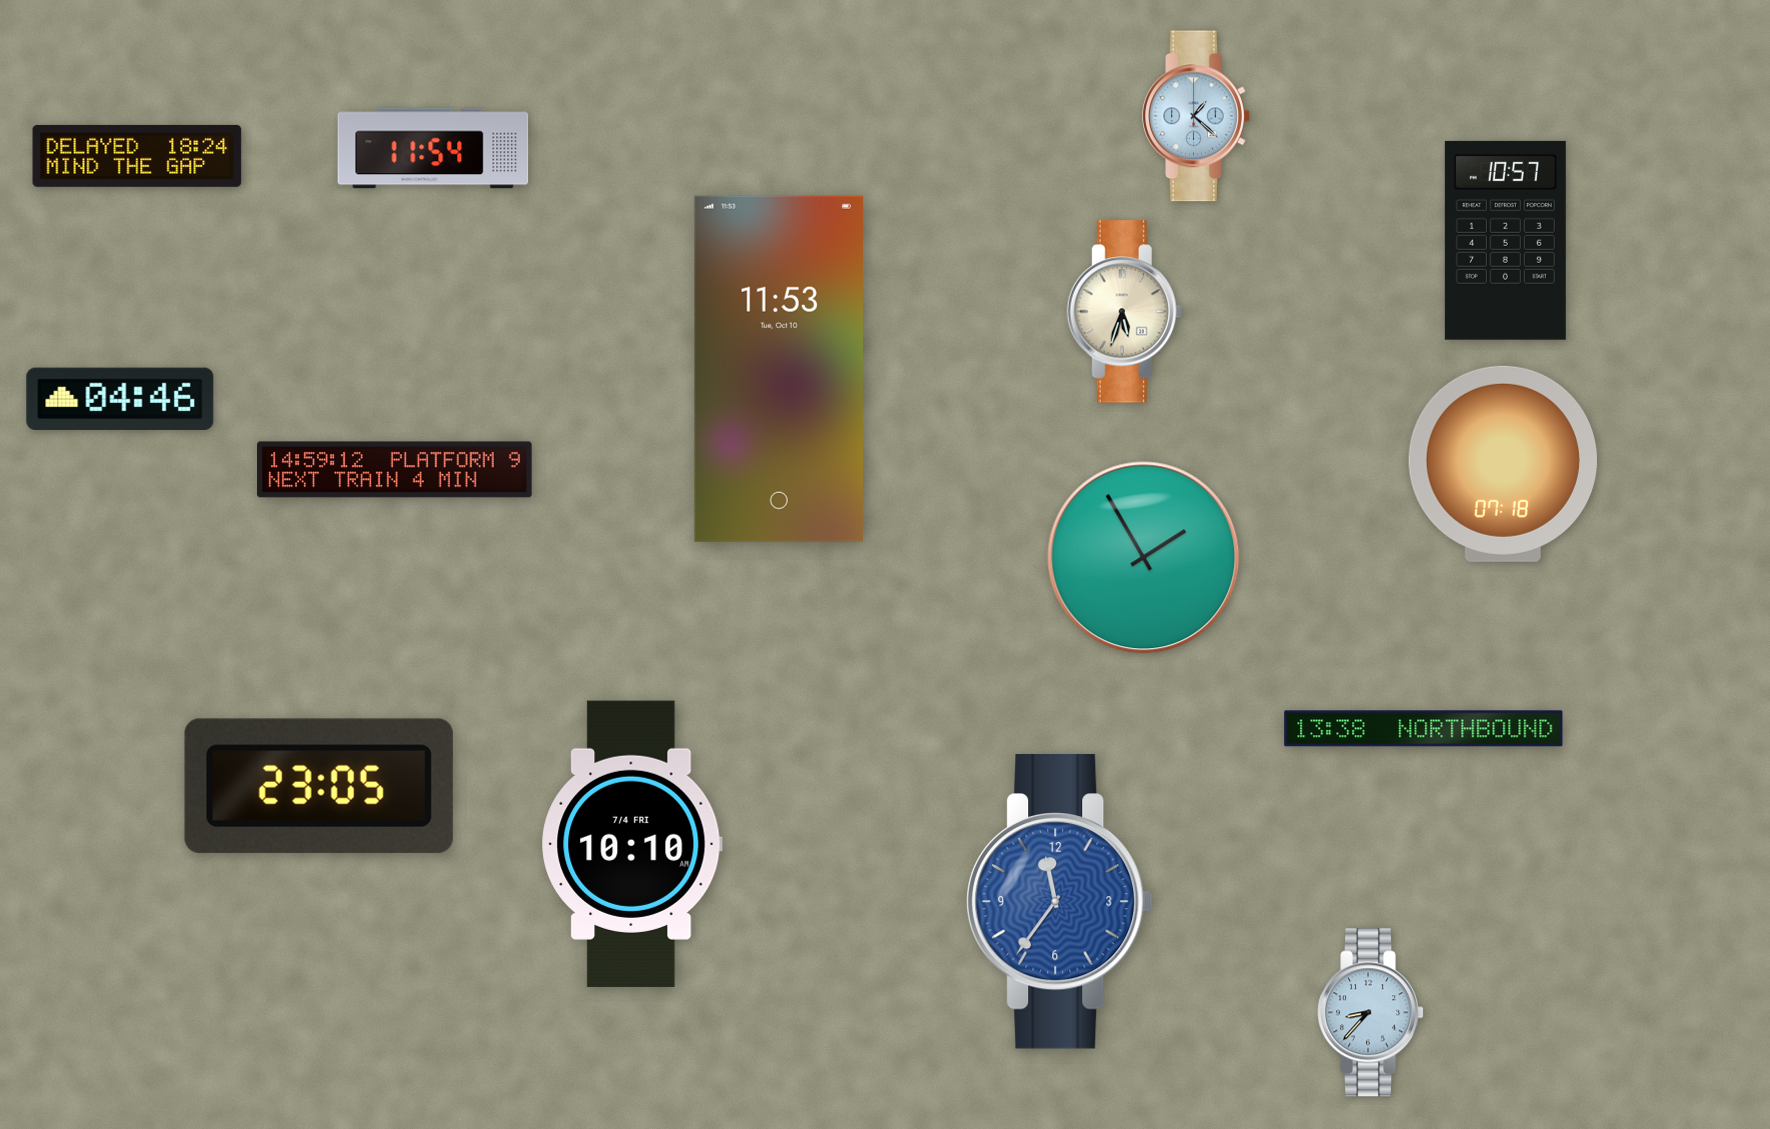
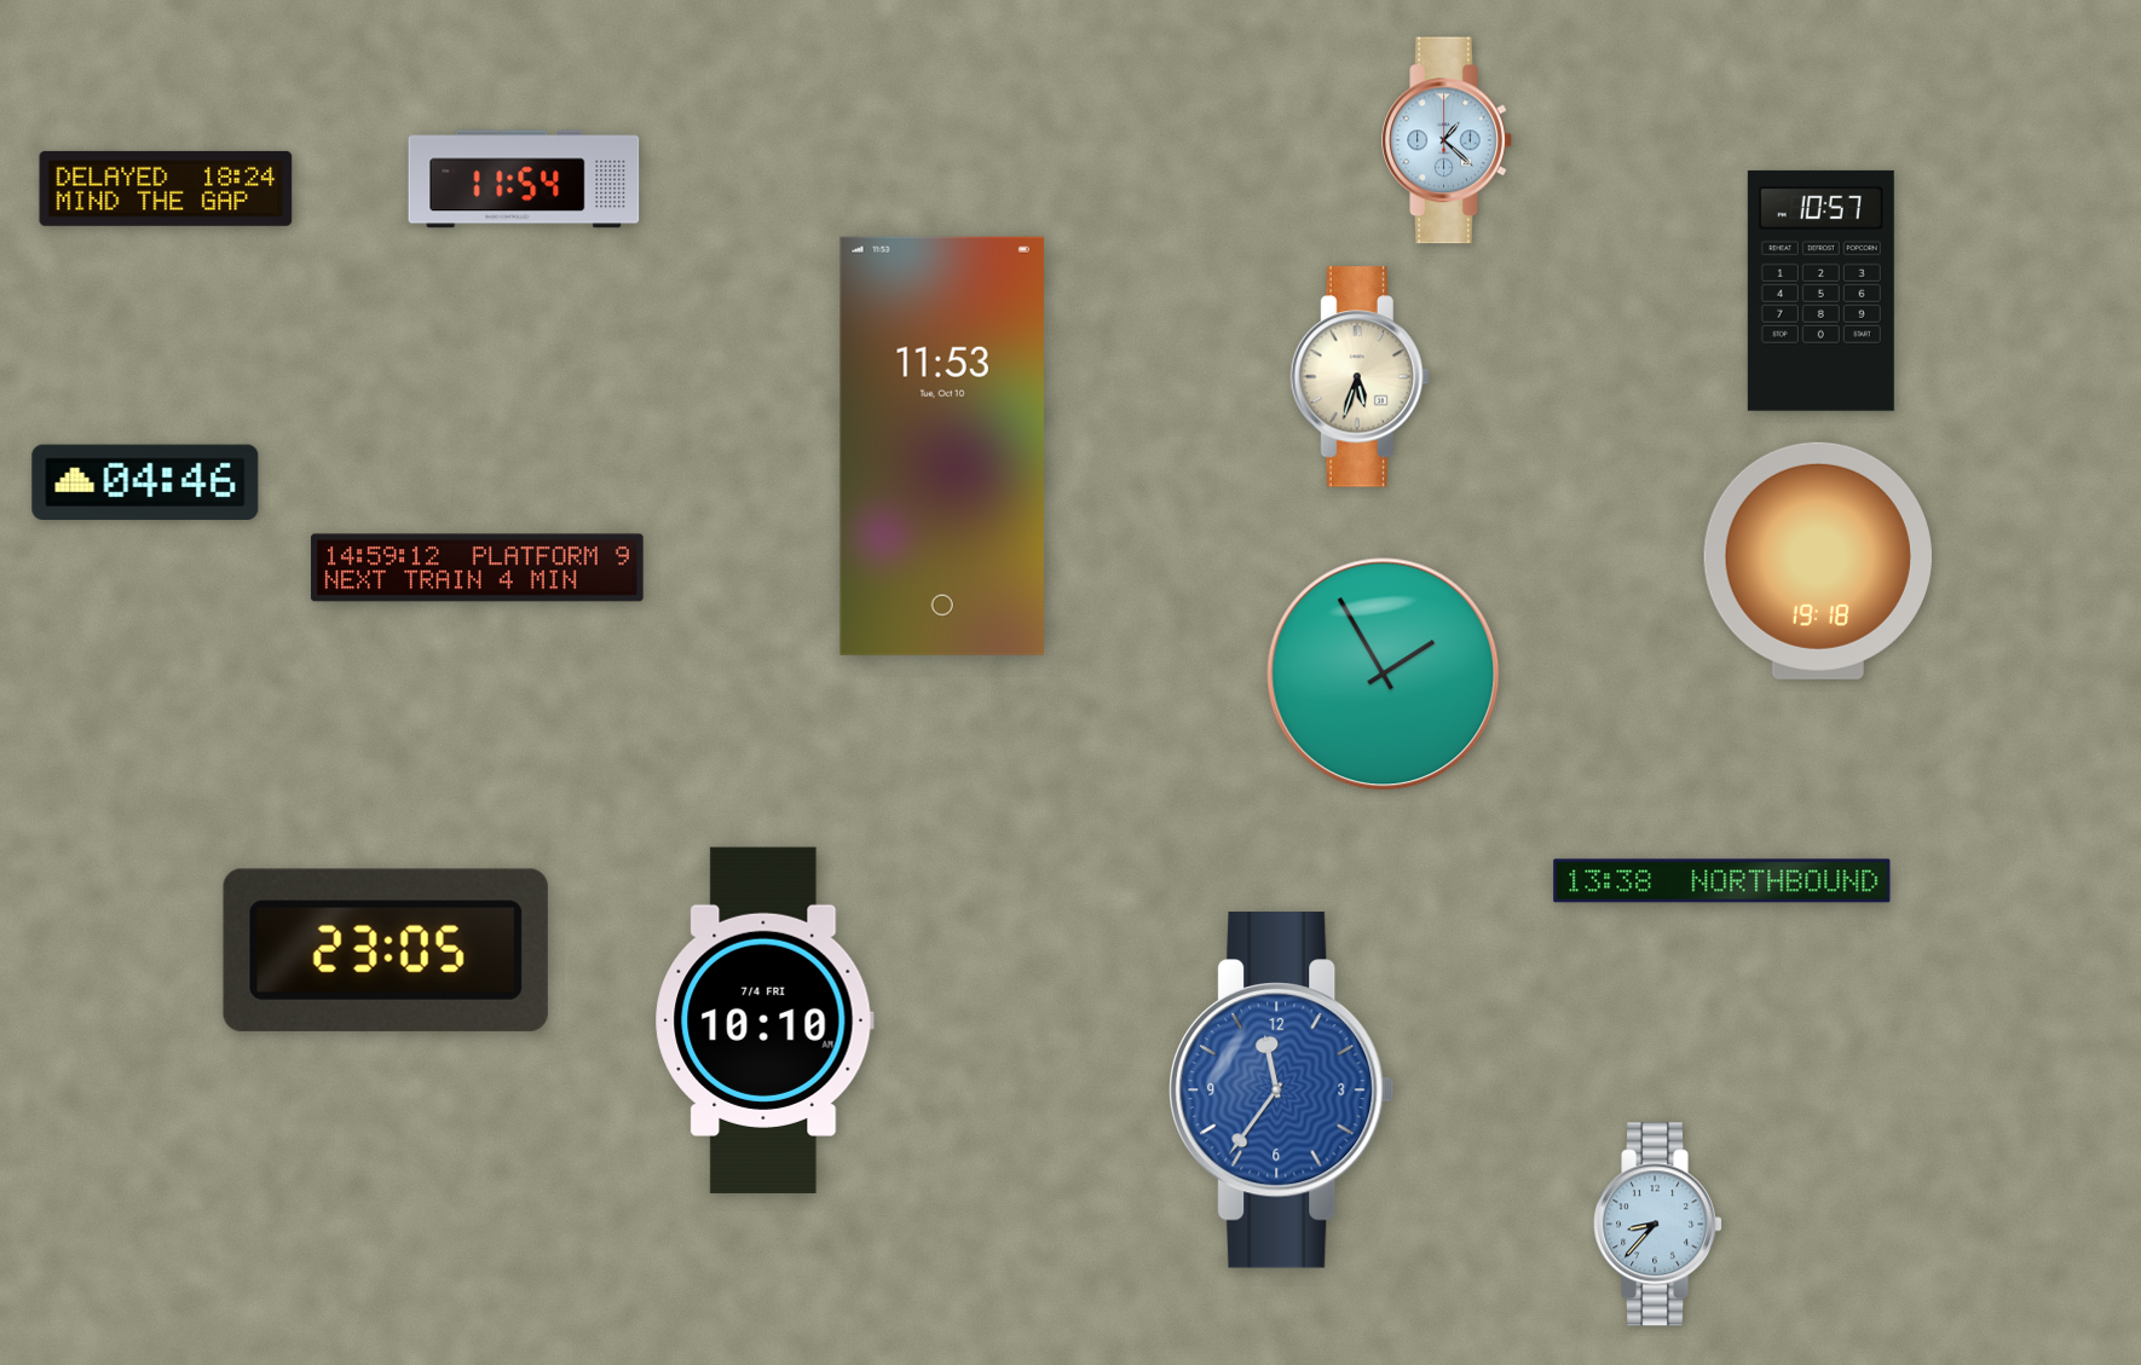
clock at (1503, 464): 07:18 -> 19:18
